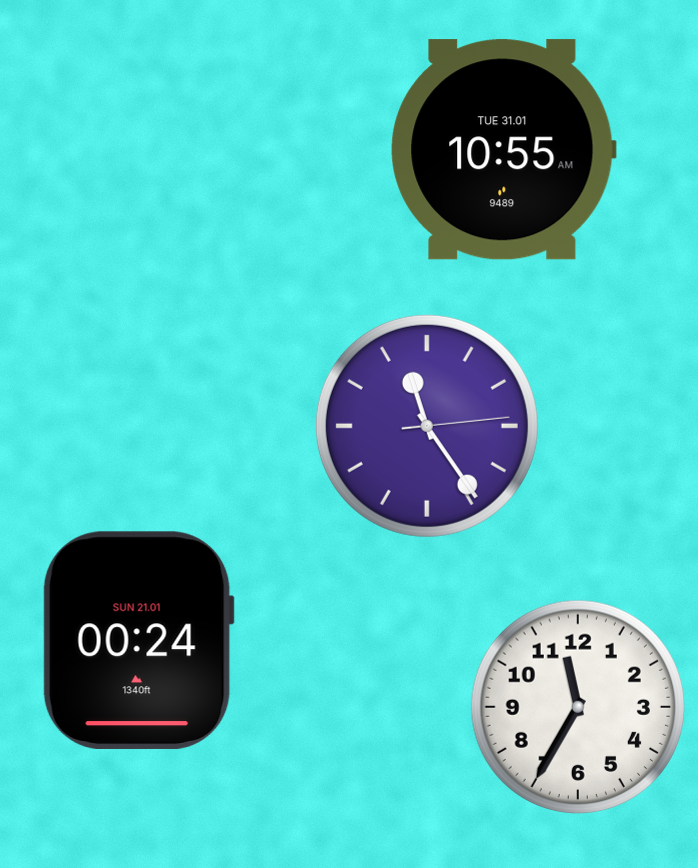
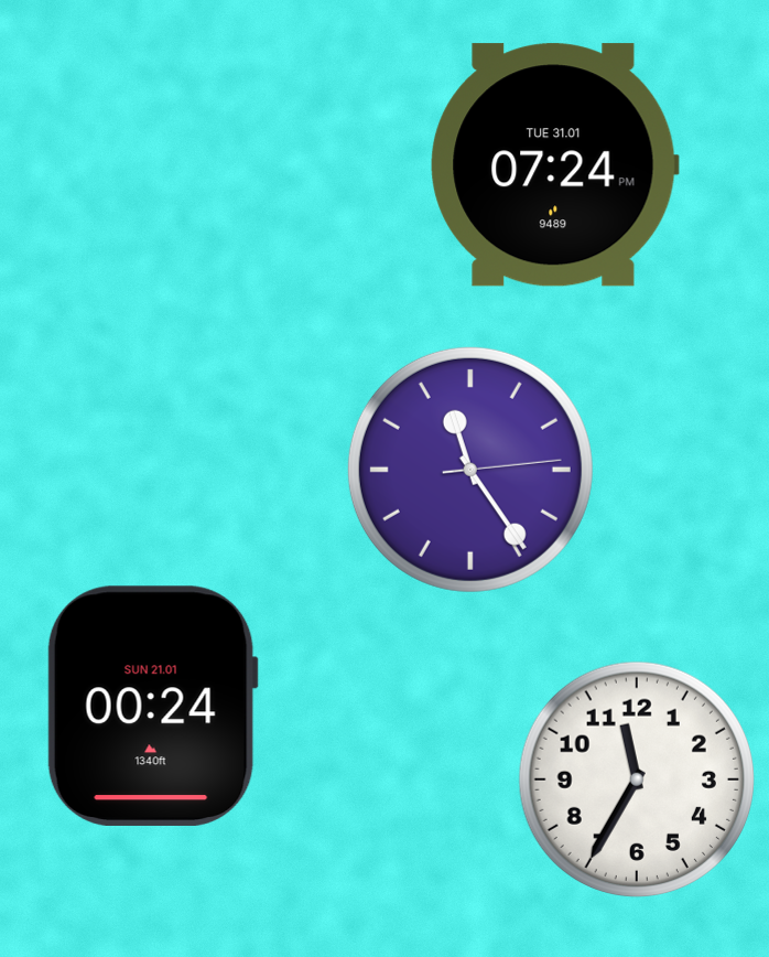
clock at (503, 150): 10:55 -> 07:24
